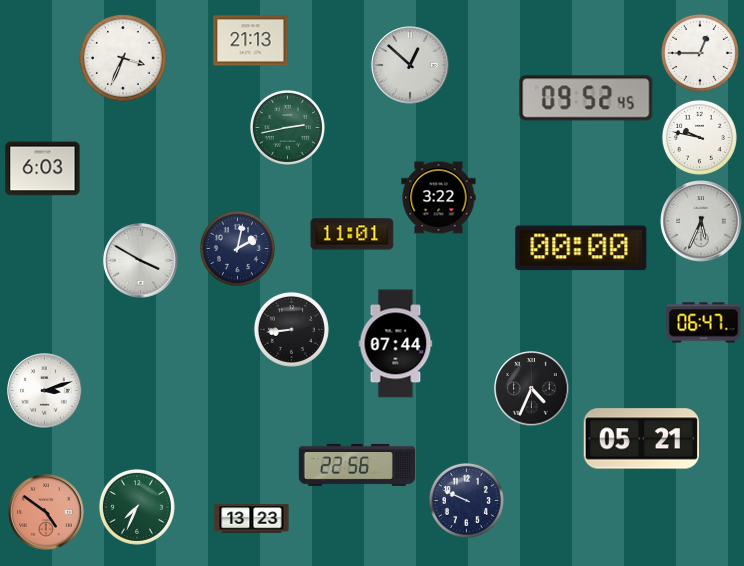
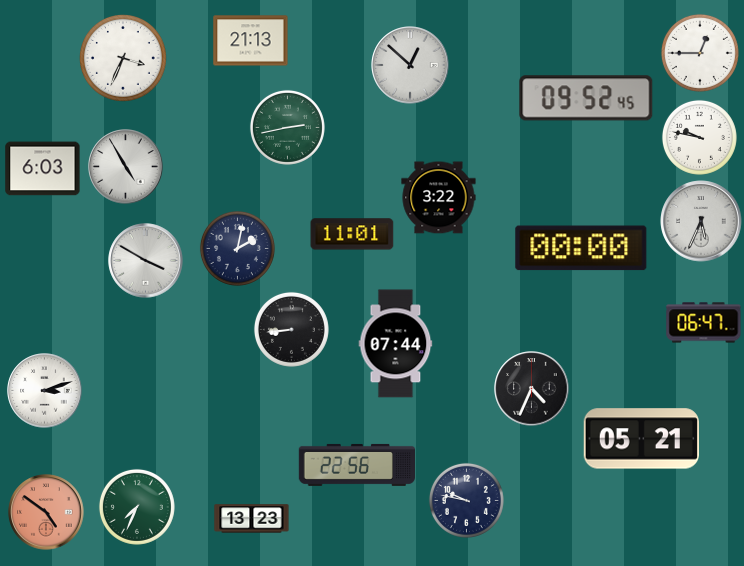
clock at (126, 167): none -> 4:55
clock at (141, 261) position: (141, 261) -> (146, 261)
clock at (466, 500): 9:49 -> 9:47
